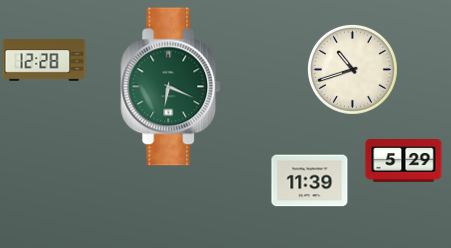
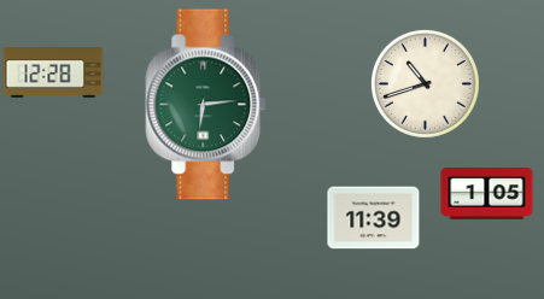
clock at (171, 87): 6:19 -> 6:14
clock at (404, 161): 5:29 -> 1:05
